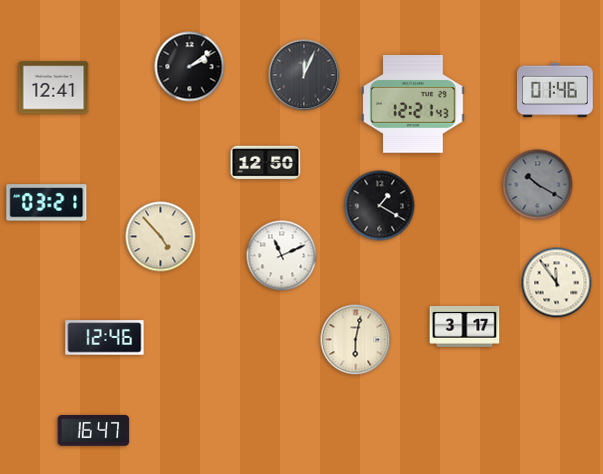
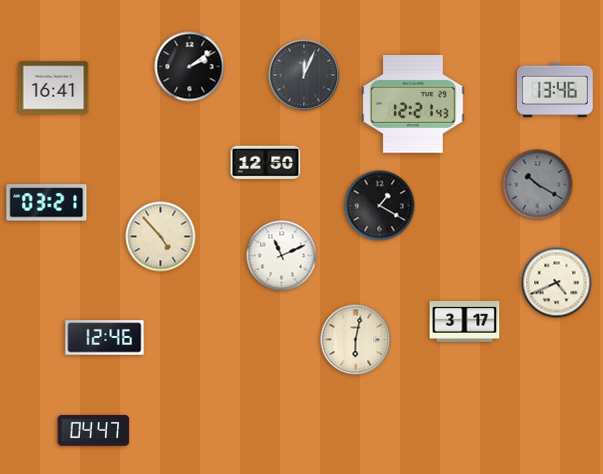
clock at (54, 88): 12:41 -> 16:41
clock at (556, 90): 01:46 -> 13:46
clock at (557, 283): 11:54 -> 4:41
clock at (465, 326) position: (465, 326) -> (465, 321)
clock at (94, 430): 16:47 -> 04:47
